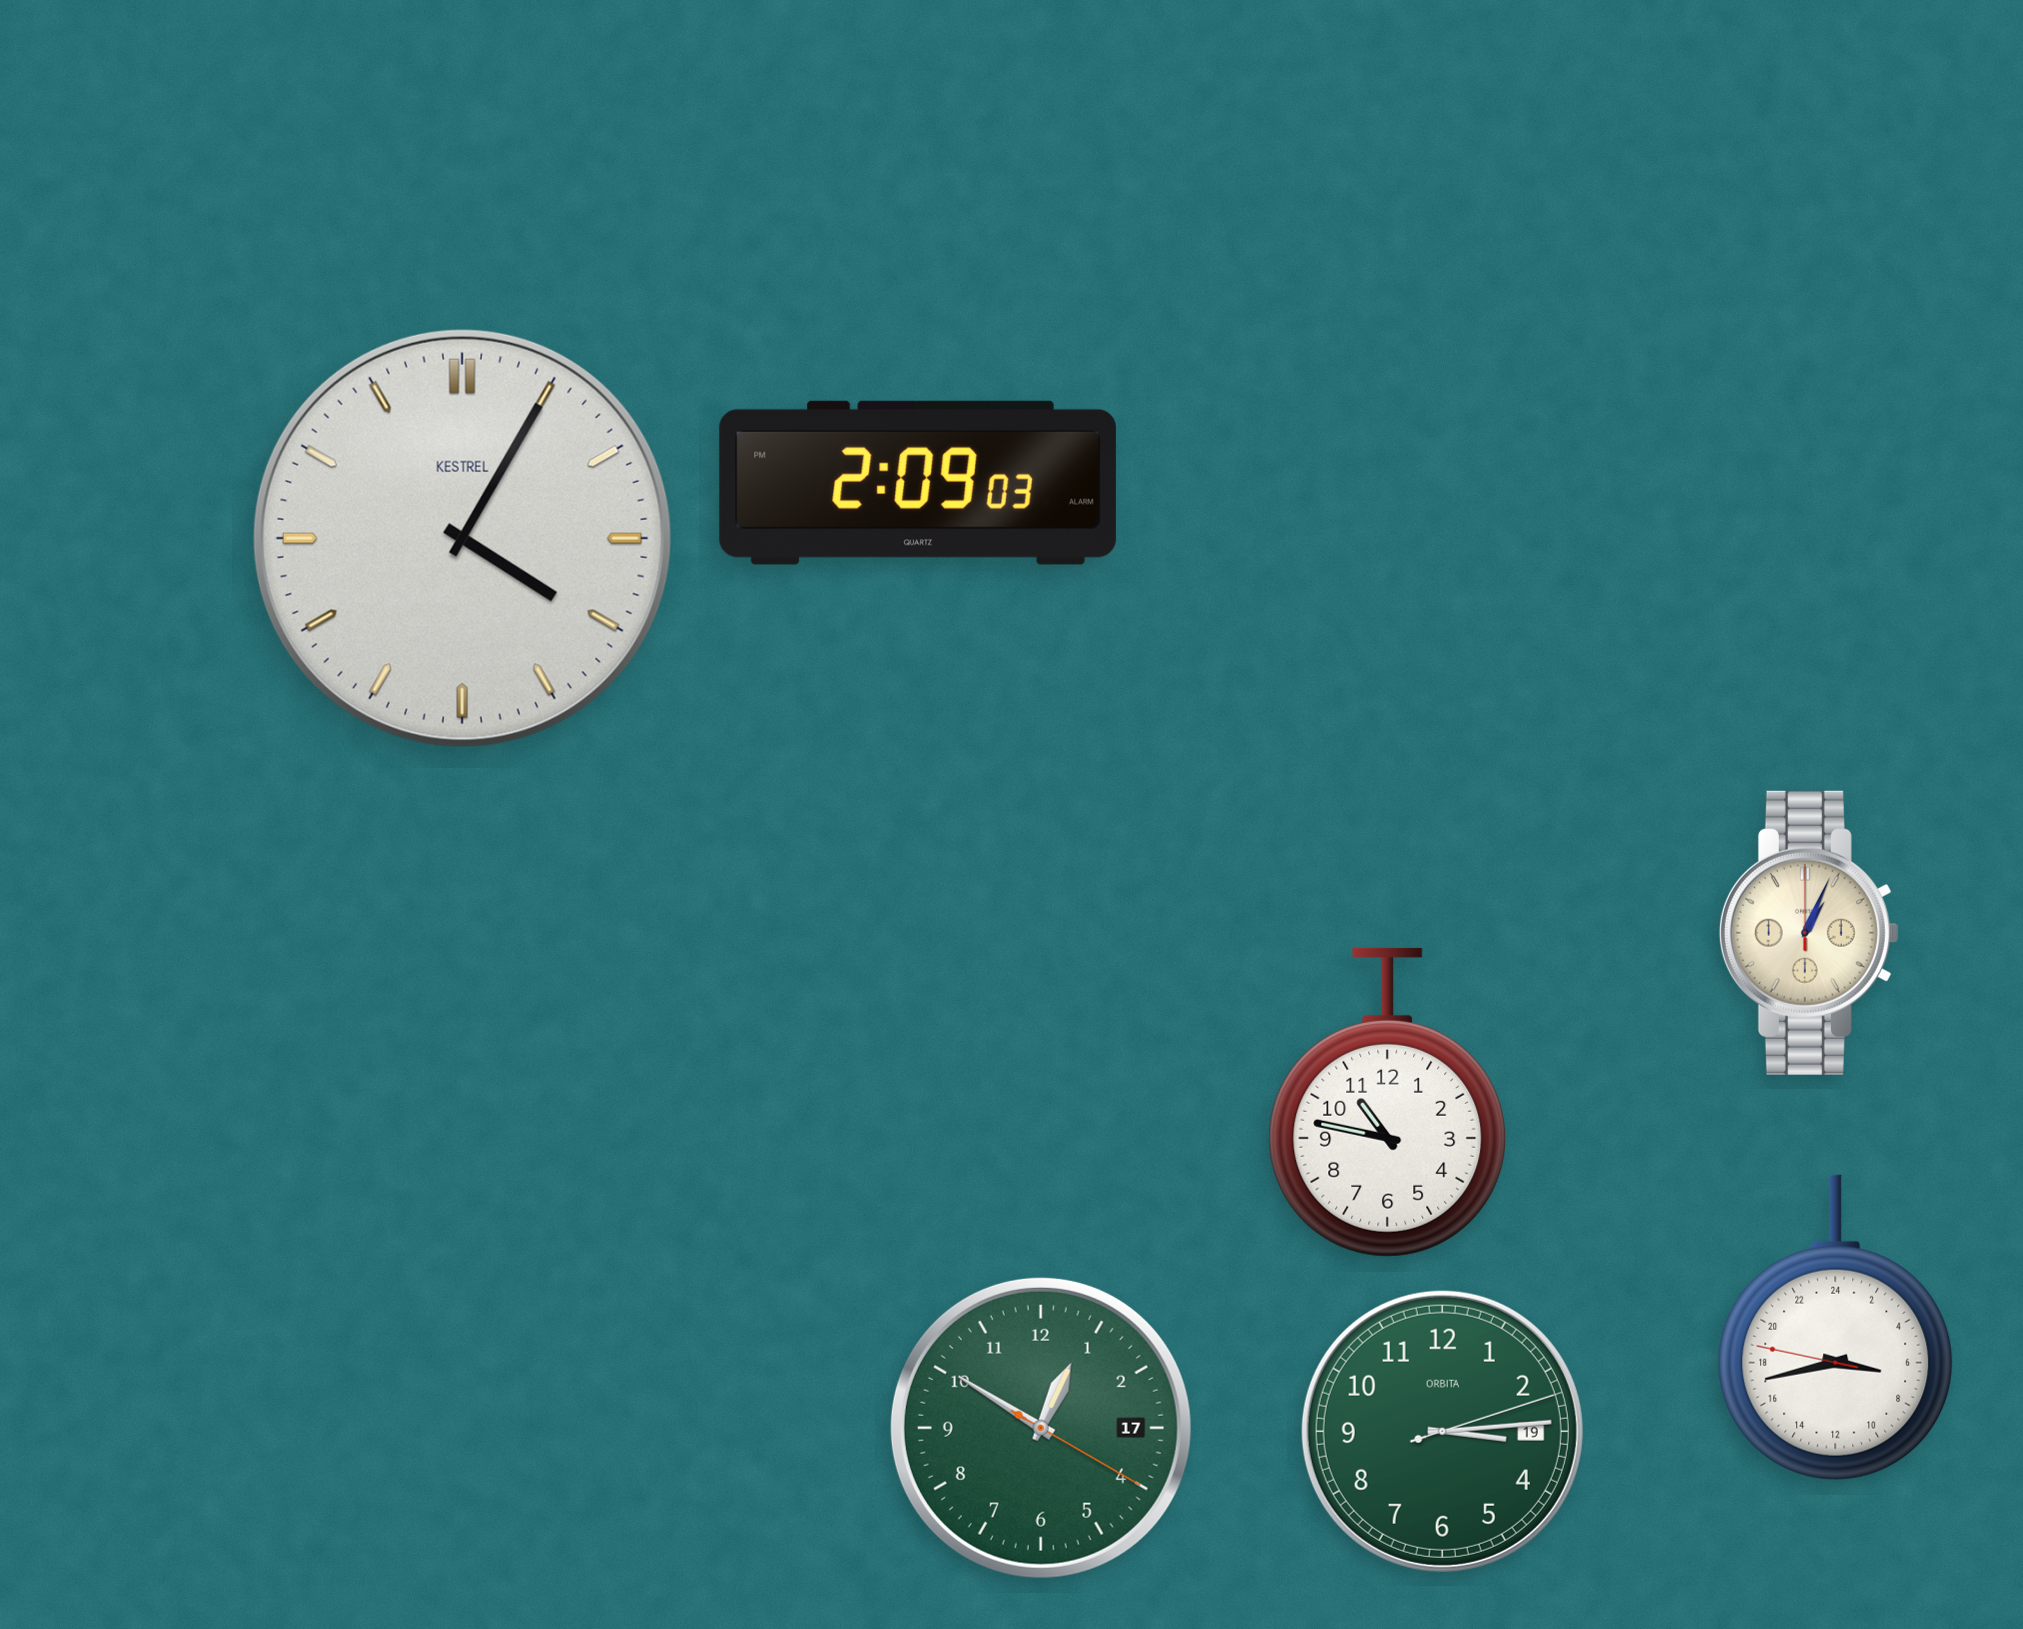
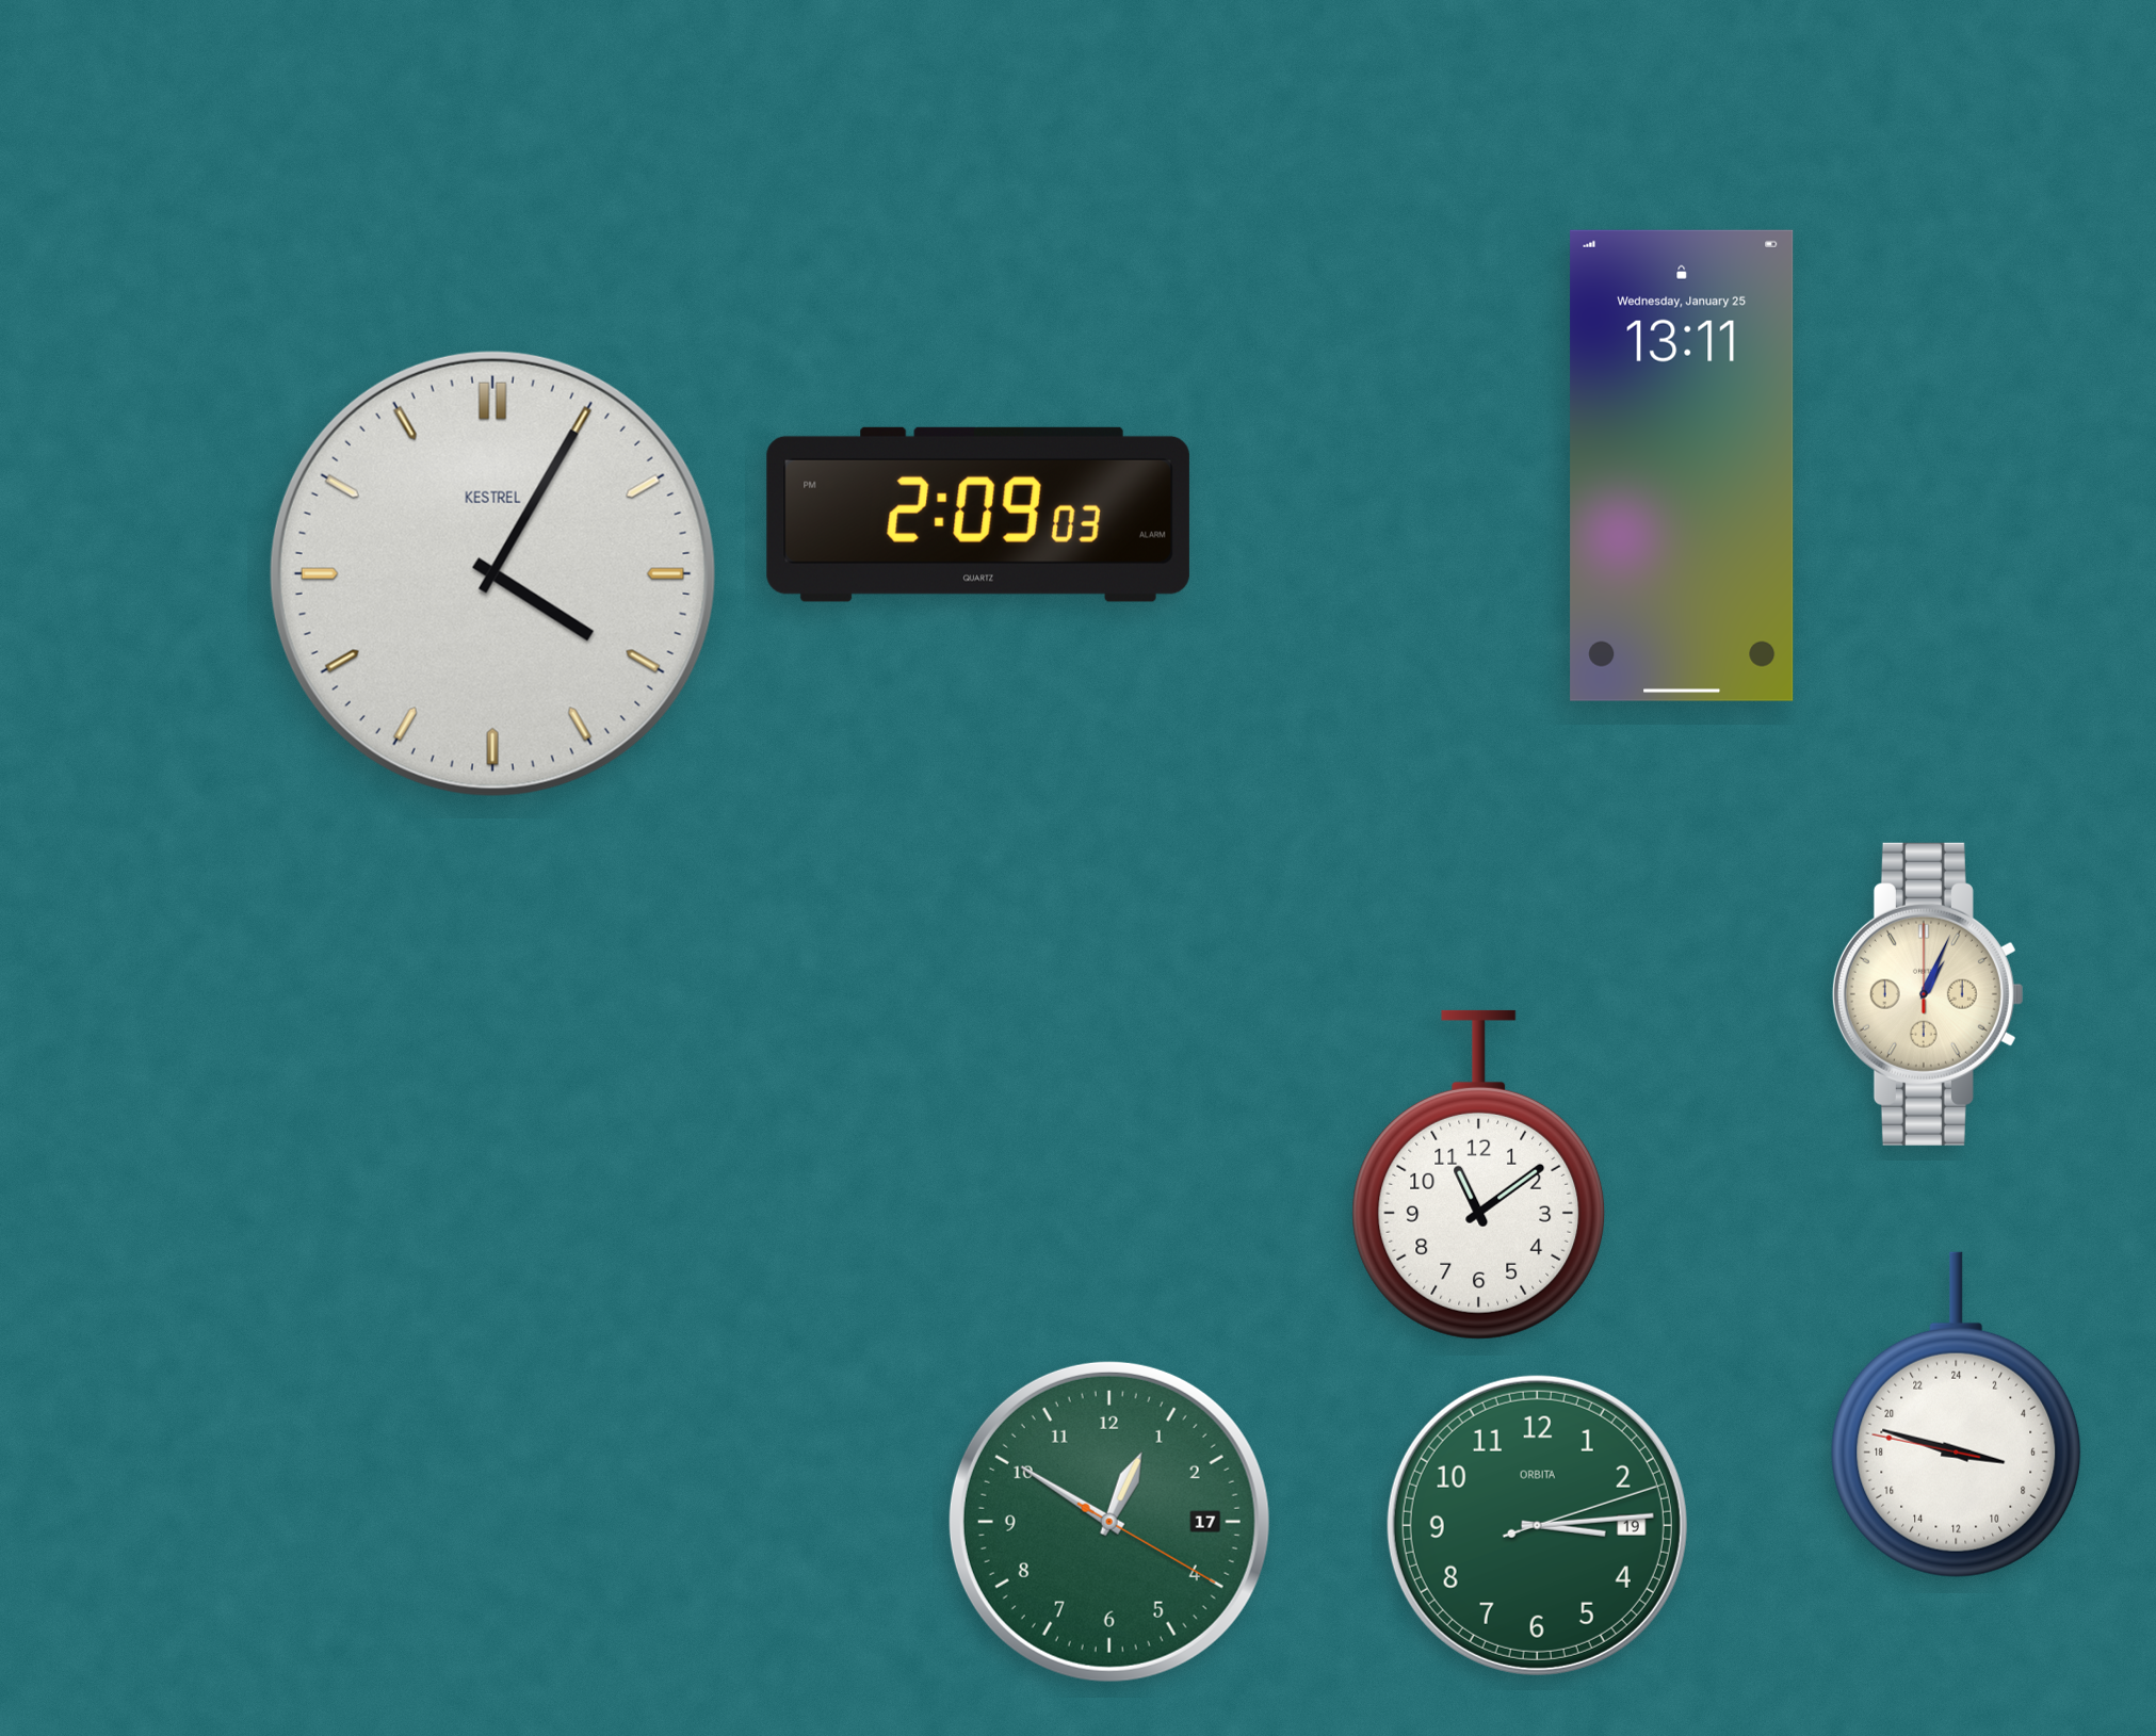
clock at (1682, 466): none -> 13:11
clock at (1388, 1102): 10:47 -> 11:09
clock at (1836, 1328): 6:42 -> 6:47
